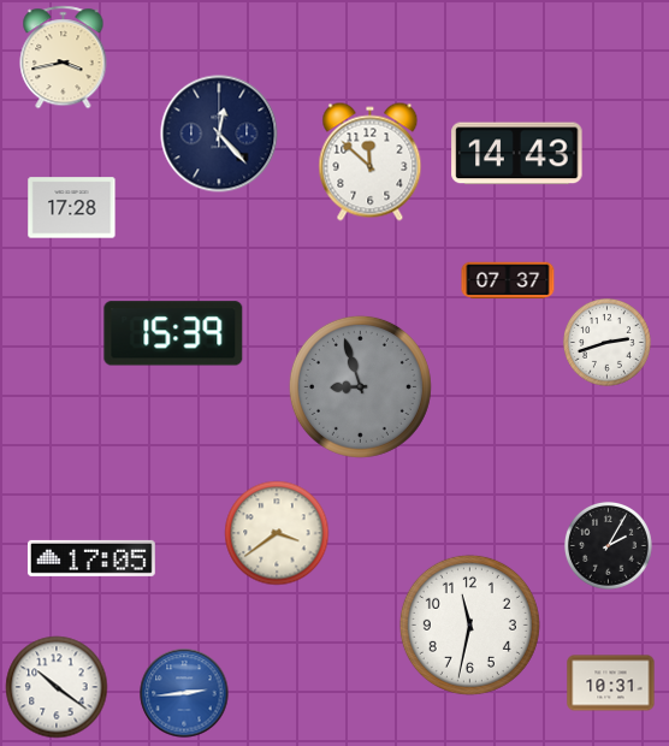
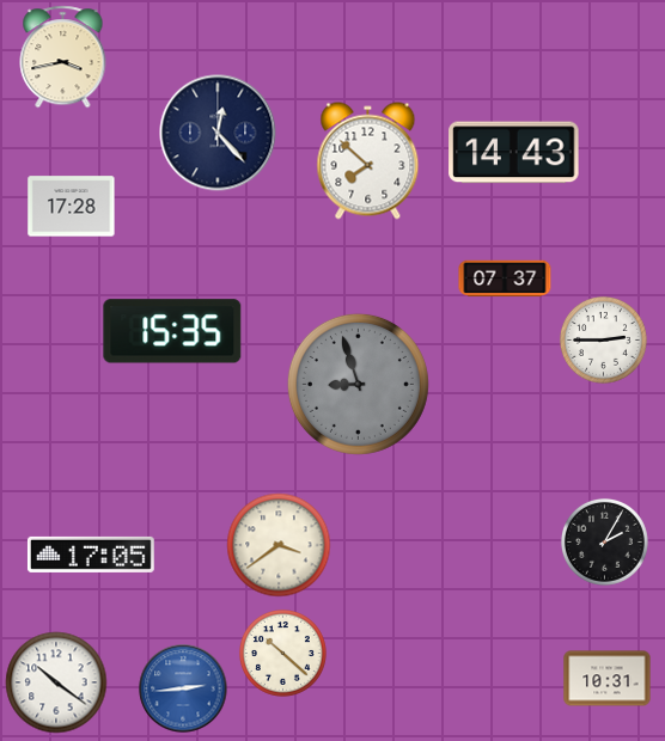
clock at (371, 162): 11:52 -> 7:52
clock at (173, 333): 15:39 -> 15:35
clock at (606, 342): 2:42 -> 2:45
clock at (277, 533) position: (277, 533) -> (279, 545)
clock at (469, 624): 11:32 -> none
clock at (282, 653): none -> 10:22
